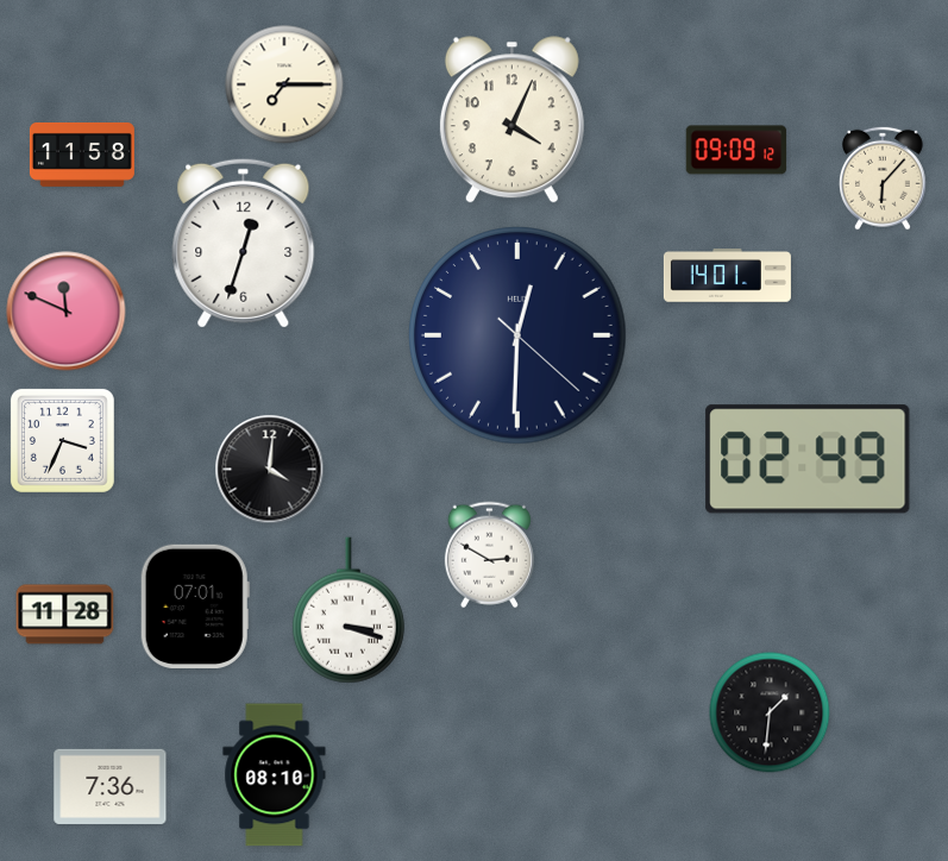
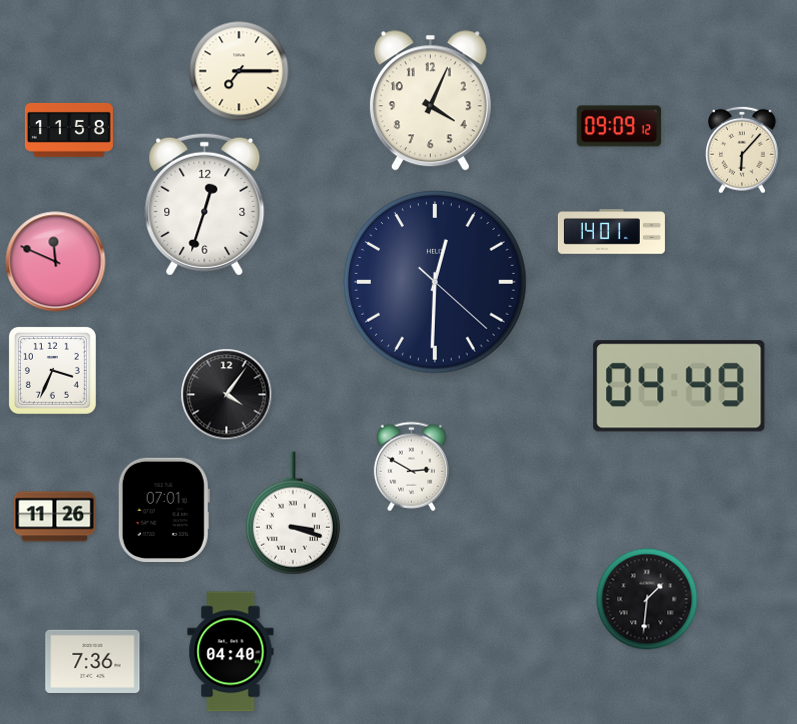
clock at (808, 459): 02:49 -> 04:49
clock at (270, 470): 4:01 -> 4:06
clock at (65, 615): 11:28 -> 11:26
clock at (275, 775): 08:10 -> 04:40
